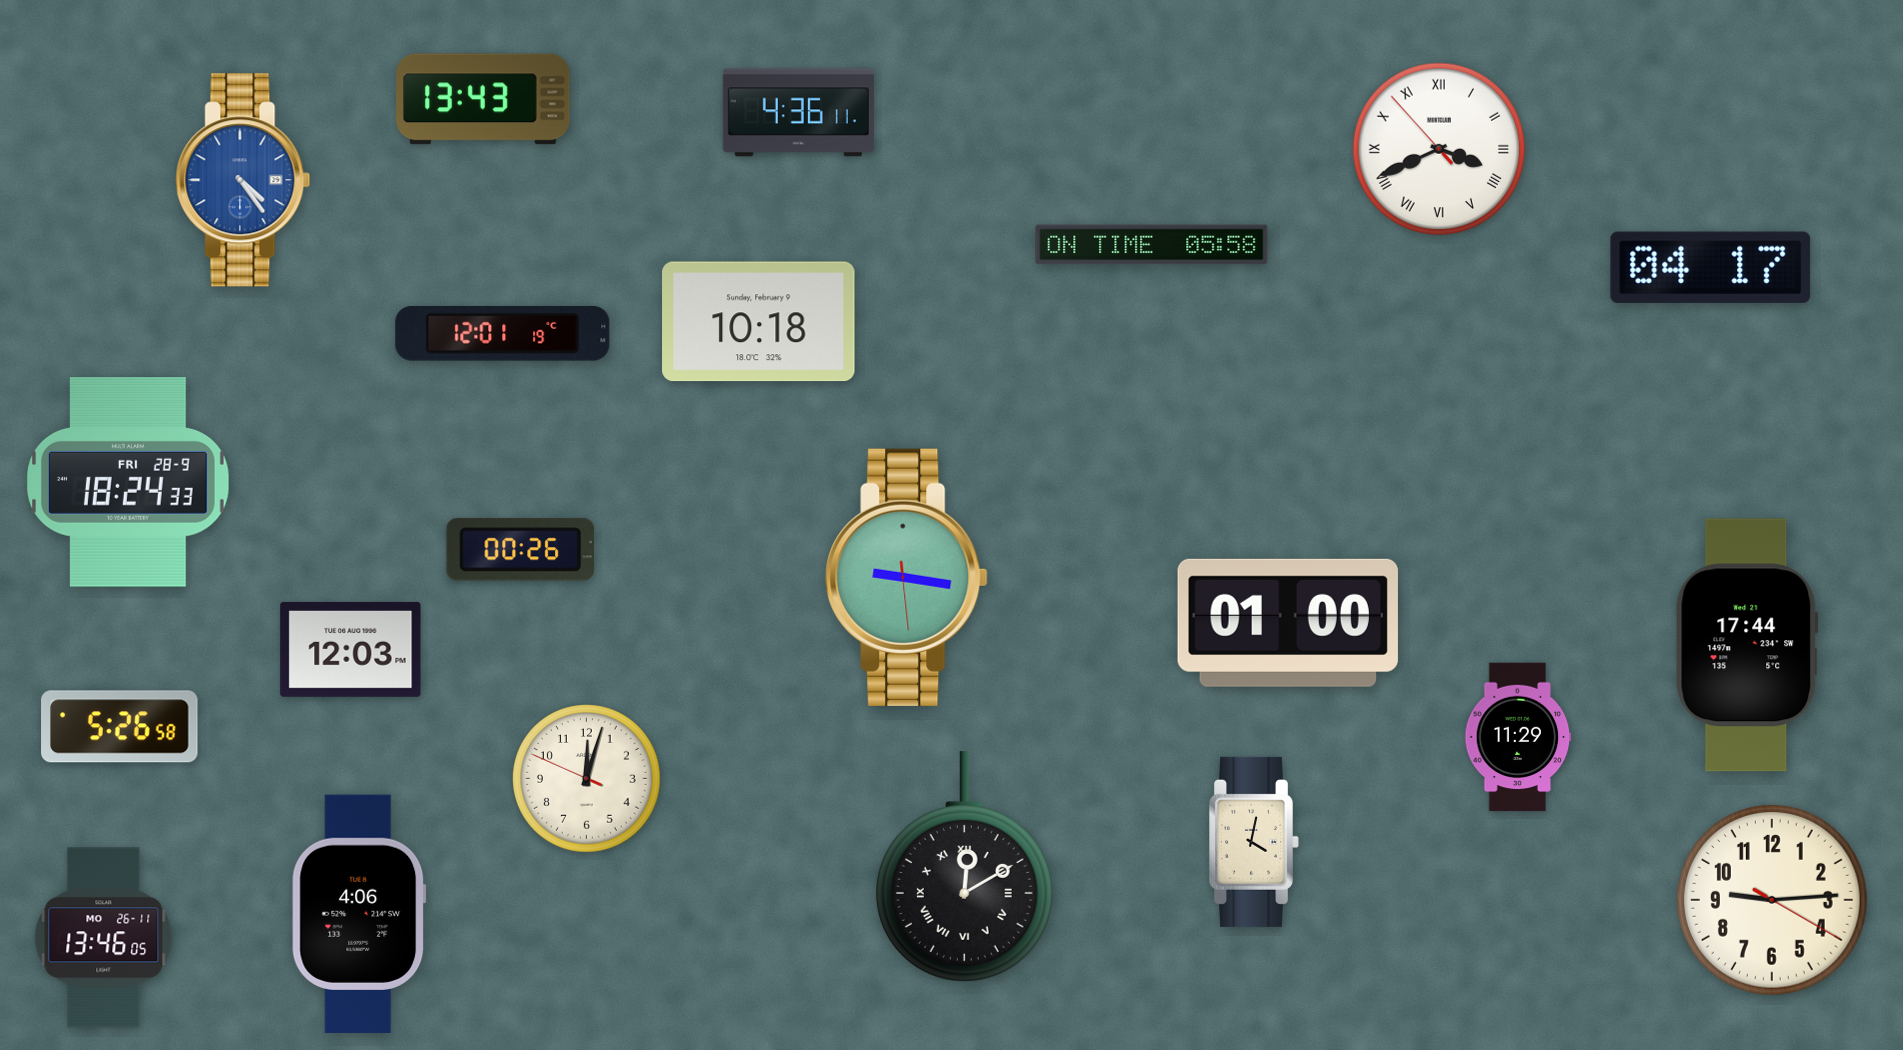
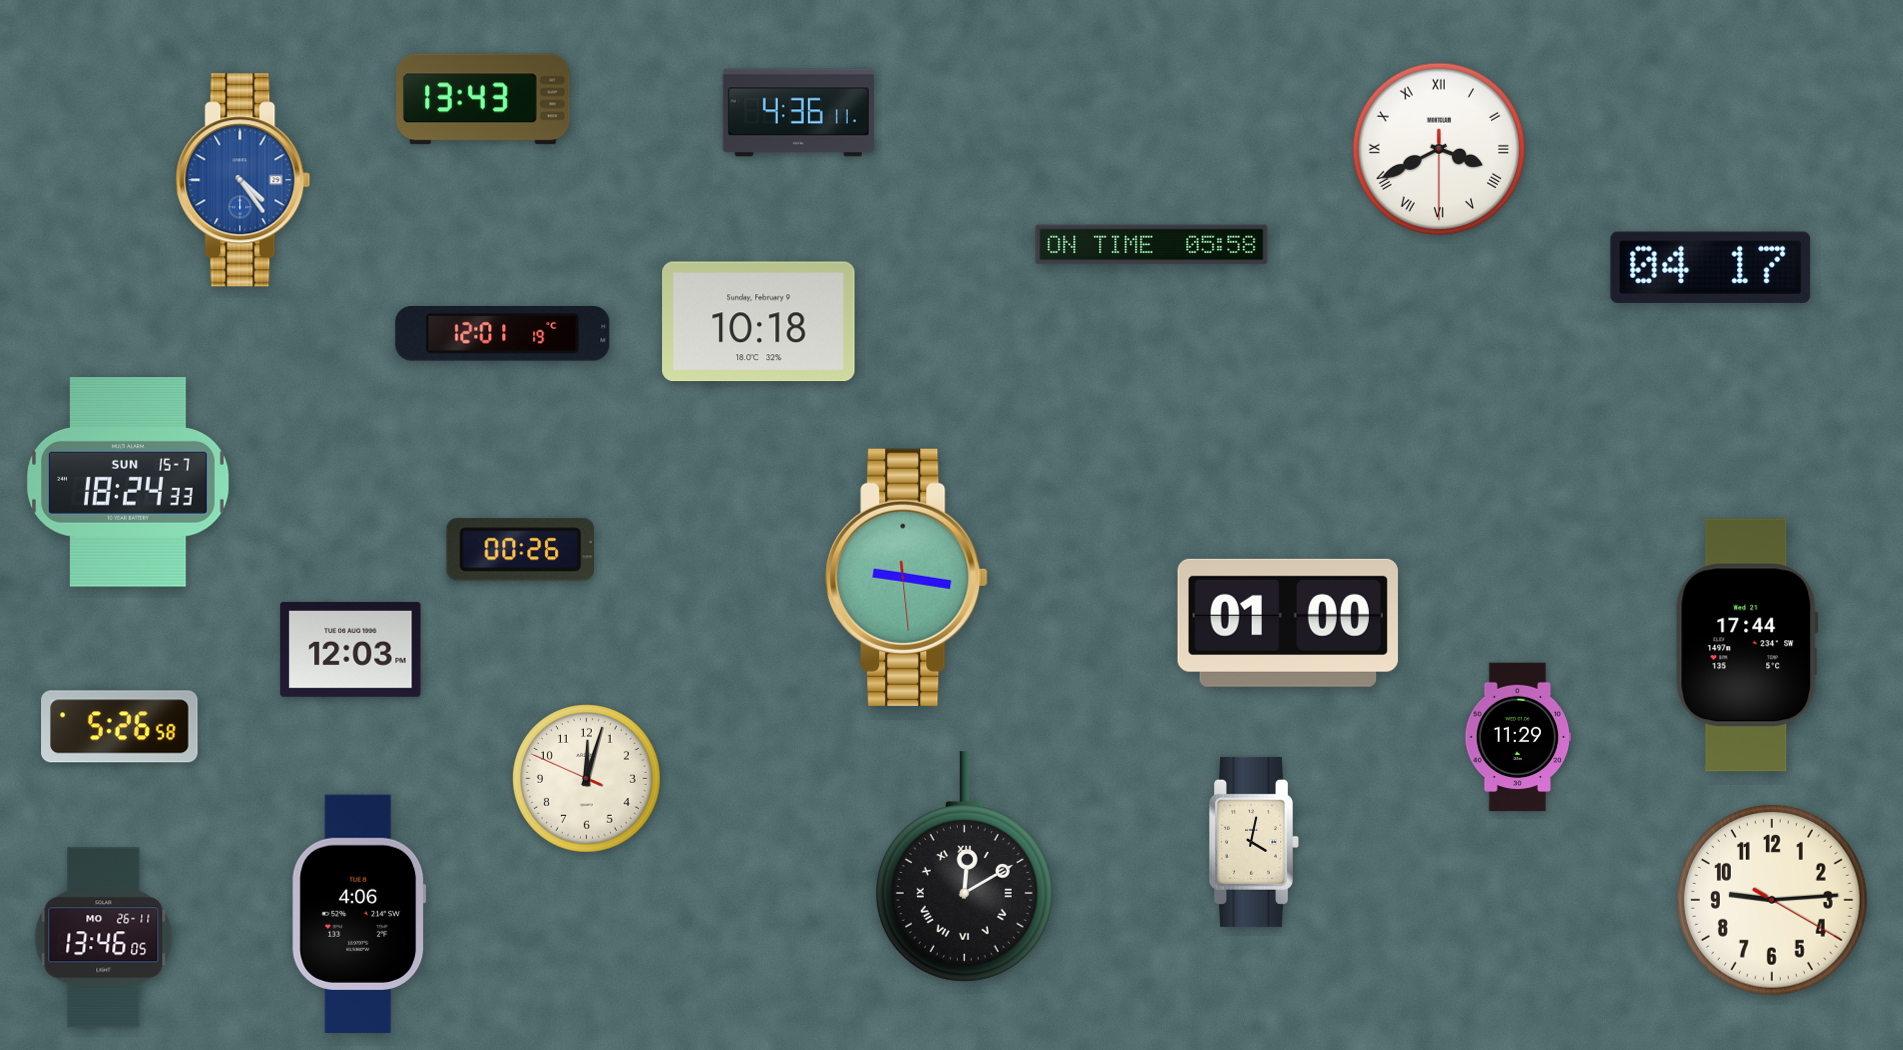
clock at (1439, 149): 3:40:53 -> 3:40:30
clock at (129, 483) date: FRI 28-9 -> SUN 15-7
